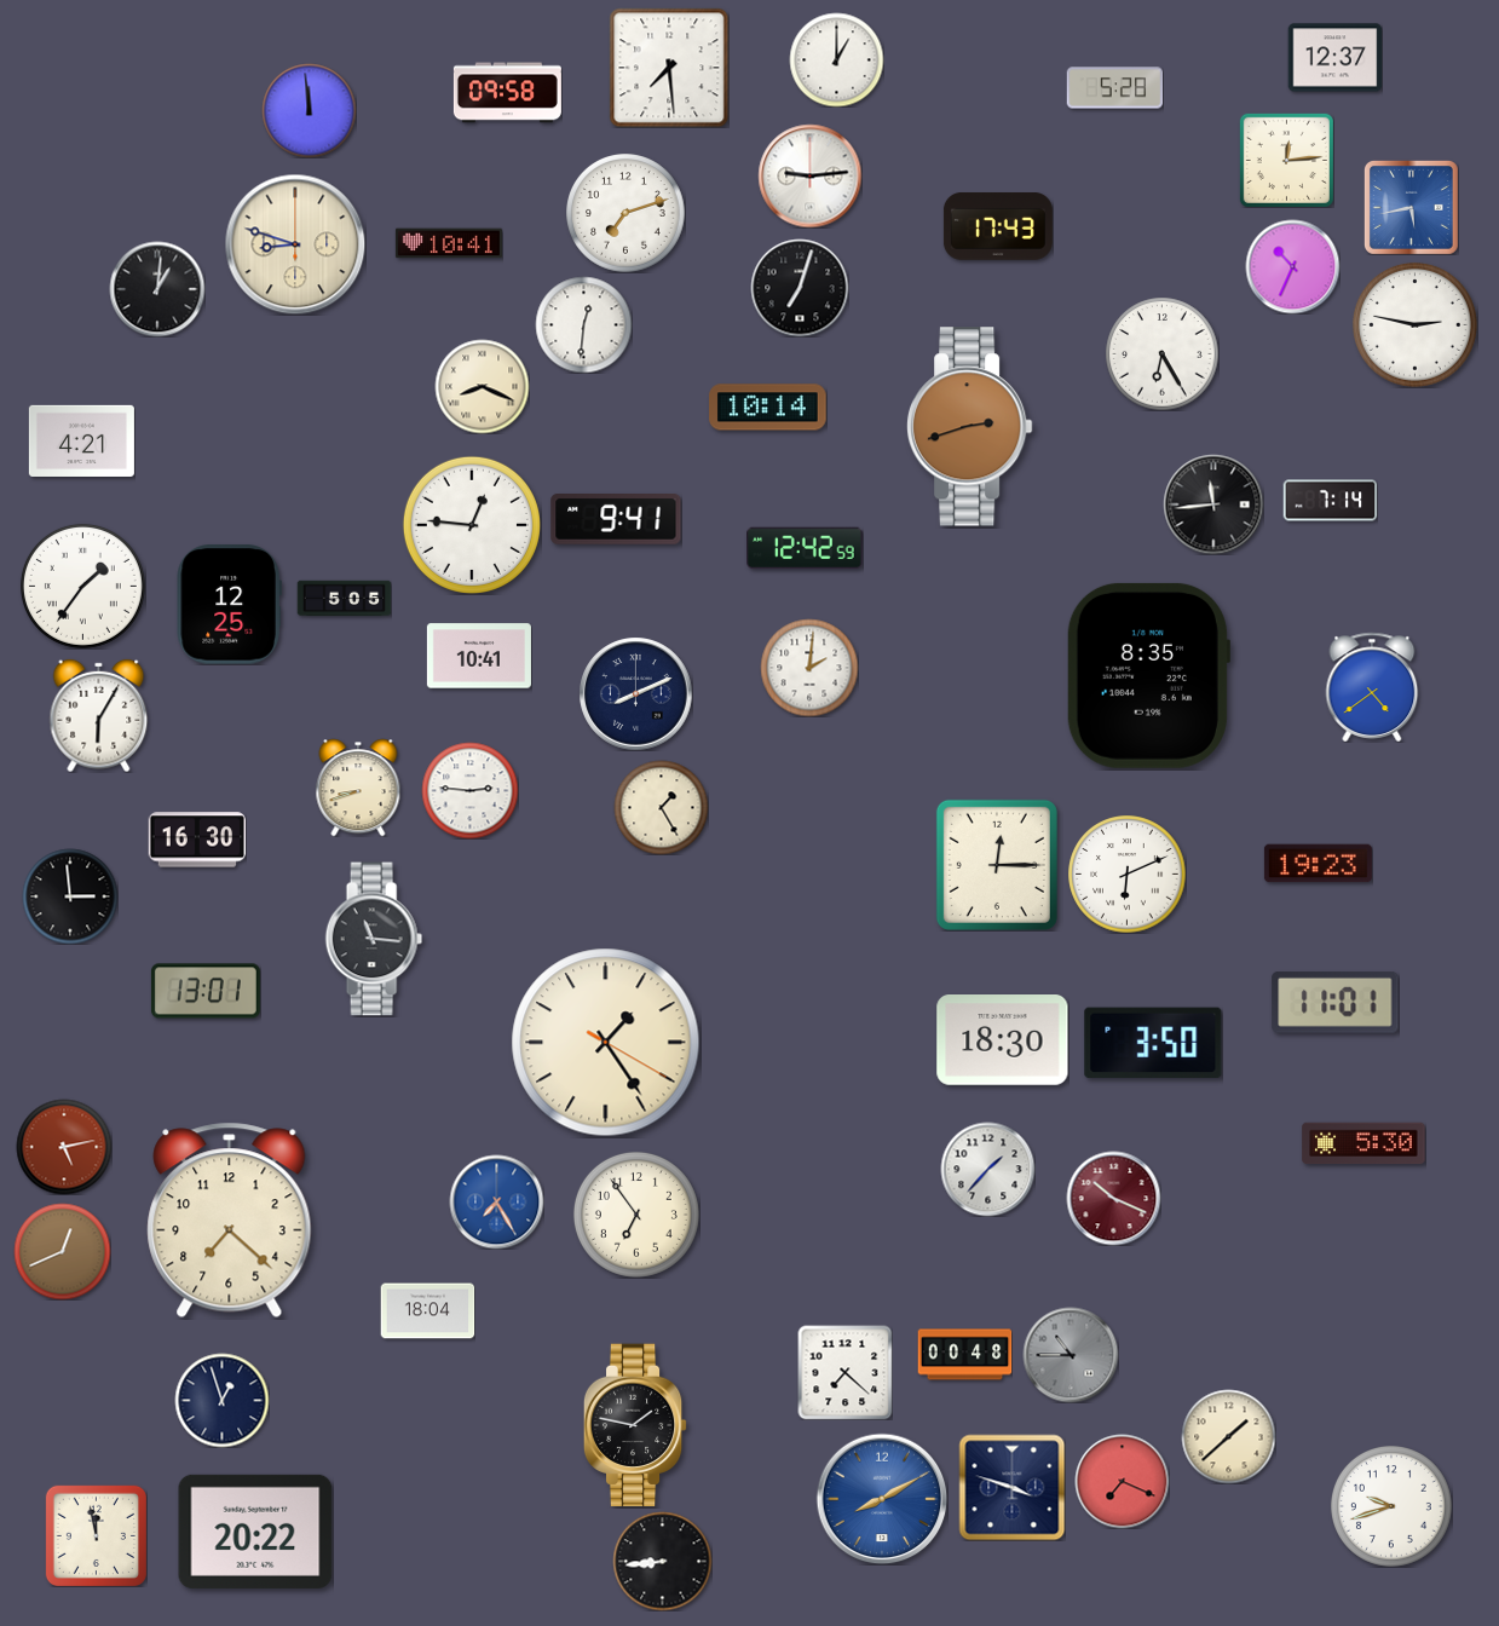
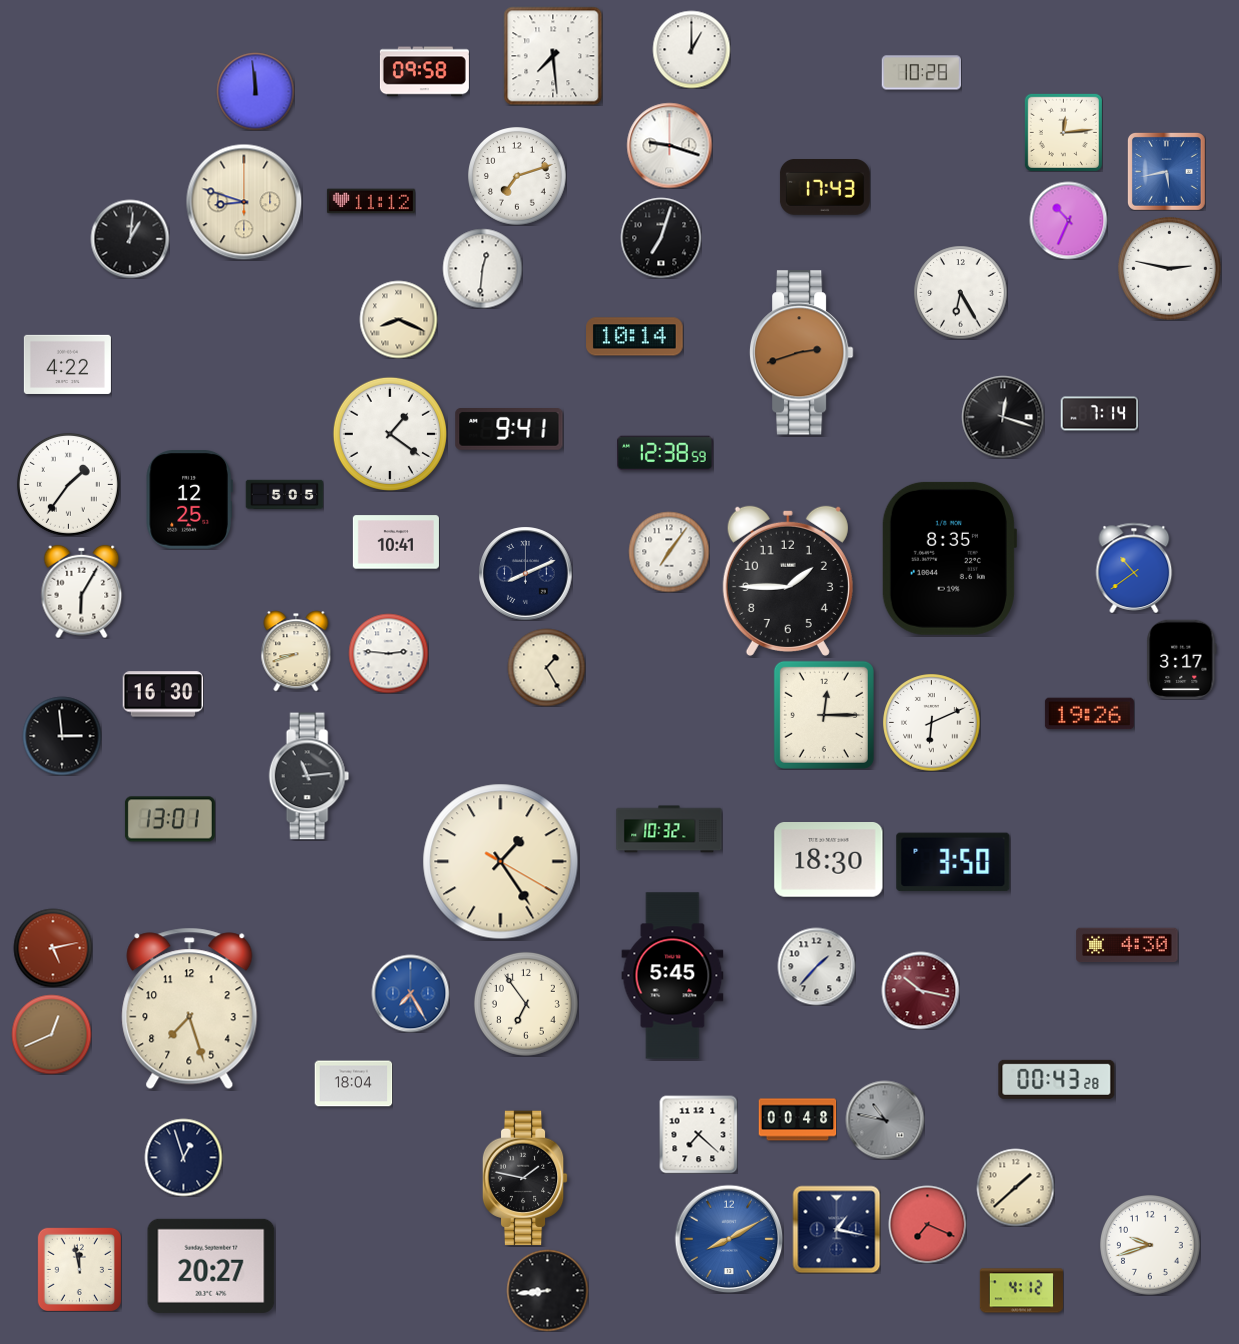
clock at (1334, 58): 12:37 -> none
clock at (1114, 88): 5:28 -> 10:28
clock at (507, 93) position: (507, 93) -> (424, 72)
clock at (809, 175): 9:14 -> 9:18
clock at (449, 243): 10:41 -> 11:12
clock at (81, 440): 4:21 -> 4:22
clock at (1213, 504): 11:44 -> 12:18
clock at (472, 525): 12:46 -> 1:21
clock at (806, 548): 12:42 -> 12:38
clock at (809, 668): 2:01 -> 7:06
clock at (1372, 687): 4:39 -> 10:39
clock at (788, 581): none -> 1:45
clock at (1182, 659): none -> 3:17
clock at (1318, 864): 19:23 -> 19:26
clock at (70, 896) position: (70, 896) -> (62, 736)
clock at (374, 939): 11:16 -> 11:14
clock at (669, 829): none -> 10:32
clock at (1336, 1003): 11:01 -> none
clock at (1363, 1143): 5:30 -> 4:30
clock at (673, 976): none -> 5:45
clock at (1113, 1198): 10:19 -> 10:17
clock at (230, 1221): 7:22 -> 7:27
clock at (1057, 1079): none -> 00:43
clock at (1071, 1355): 10:45 -> 10:47
clock at (1011, 1487): 3:48 -> 1:17
clock at (255, 1532): 20:22 -> 20:27
clock at (1021, 1291): none -> 4:12
